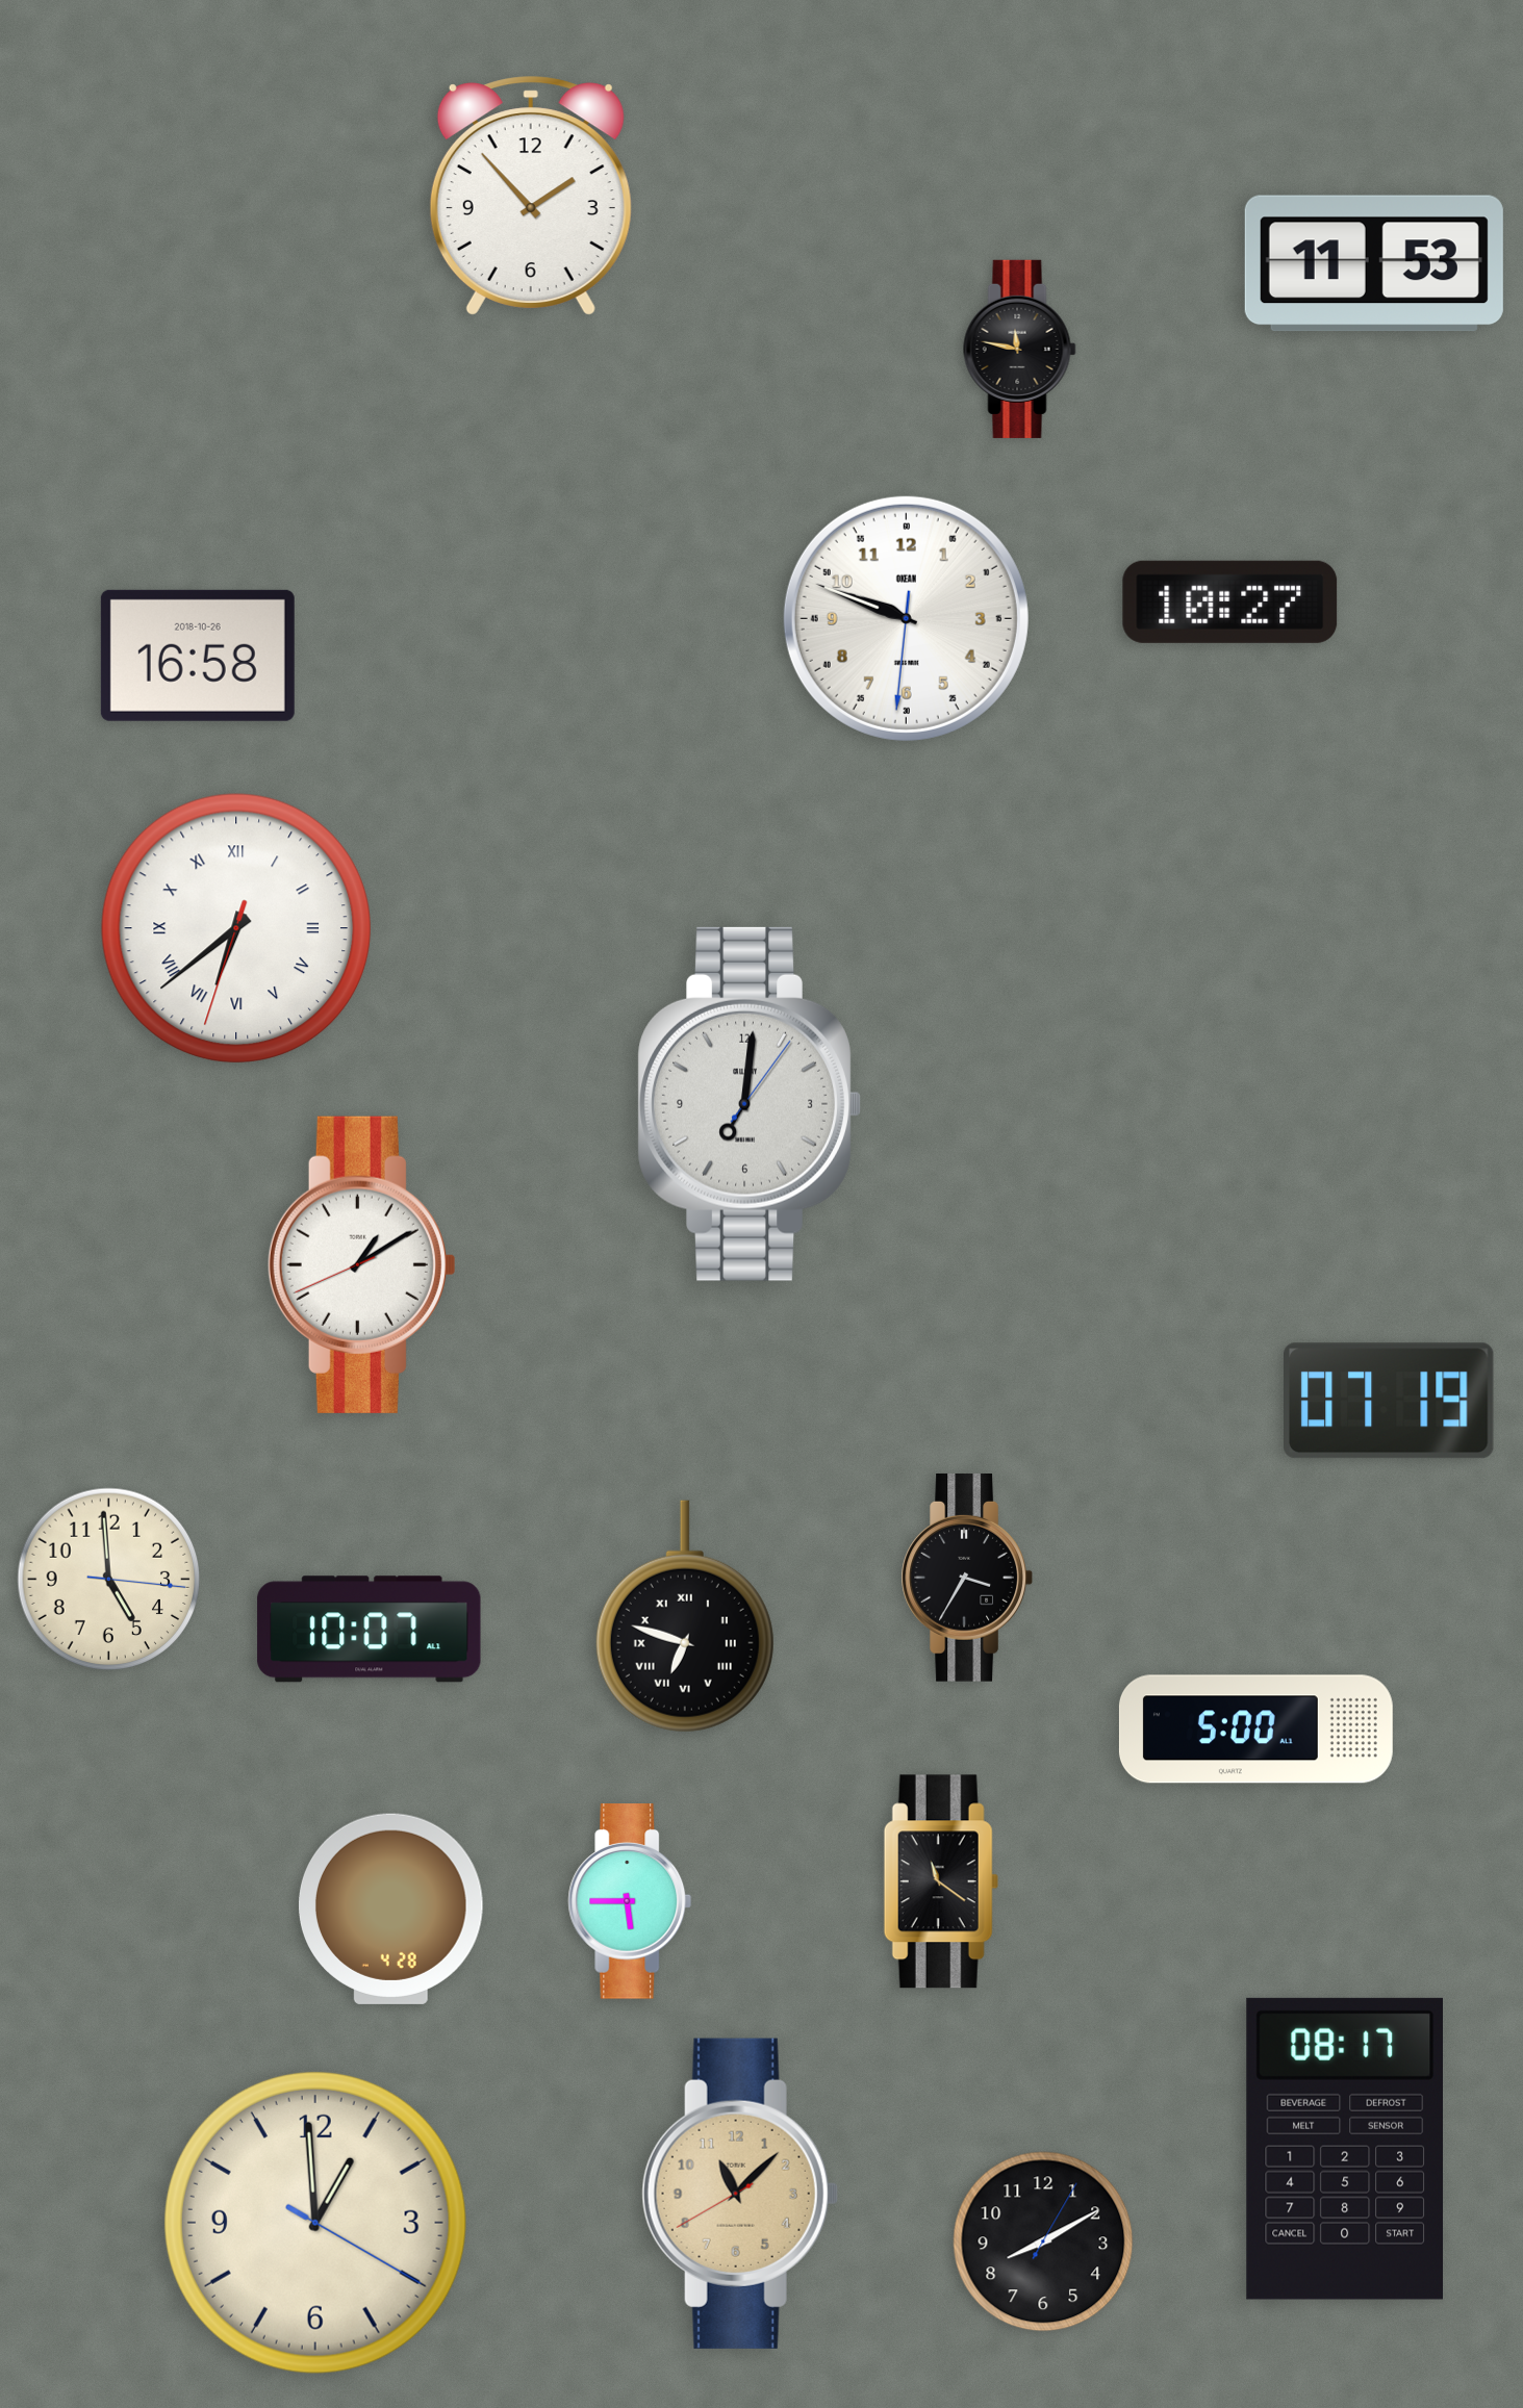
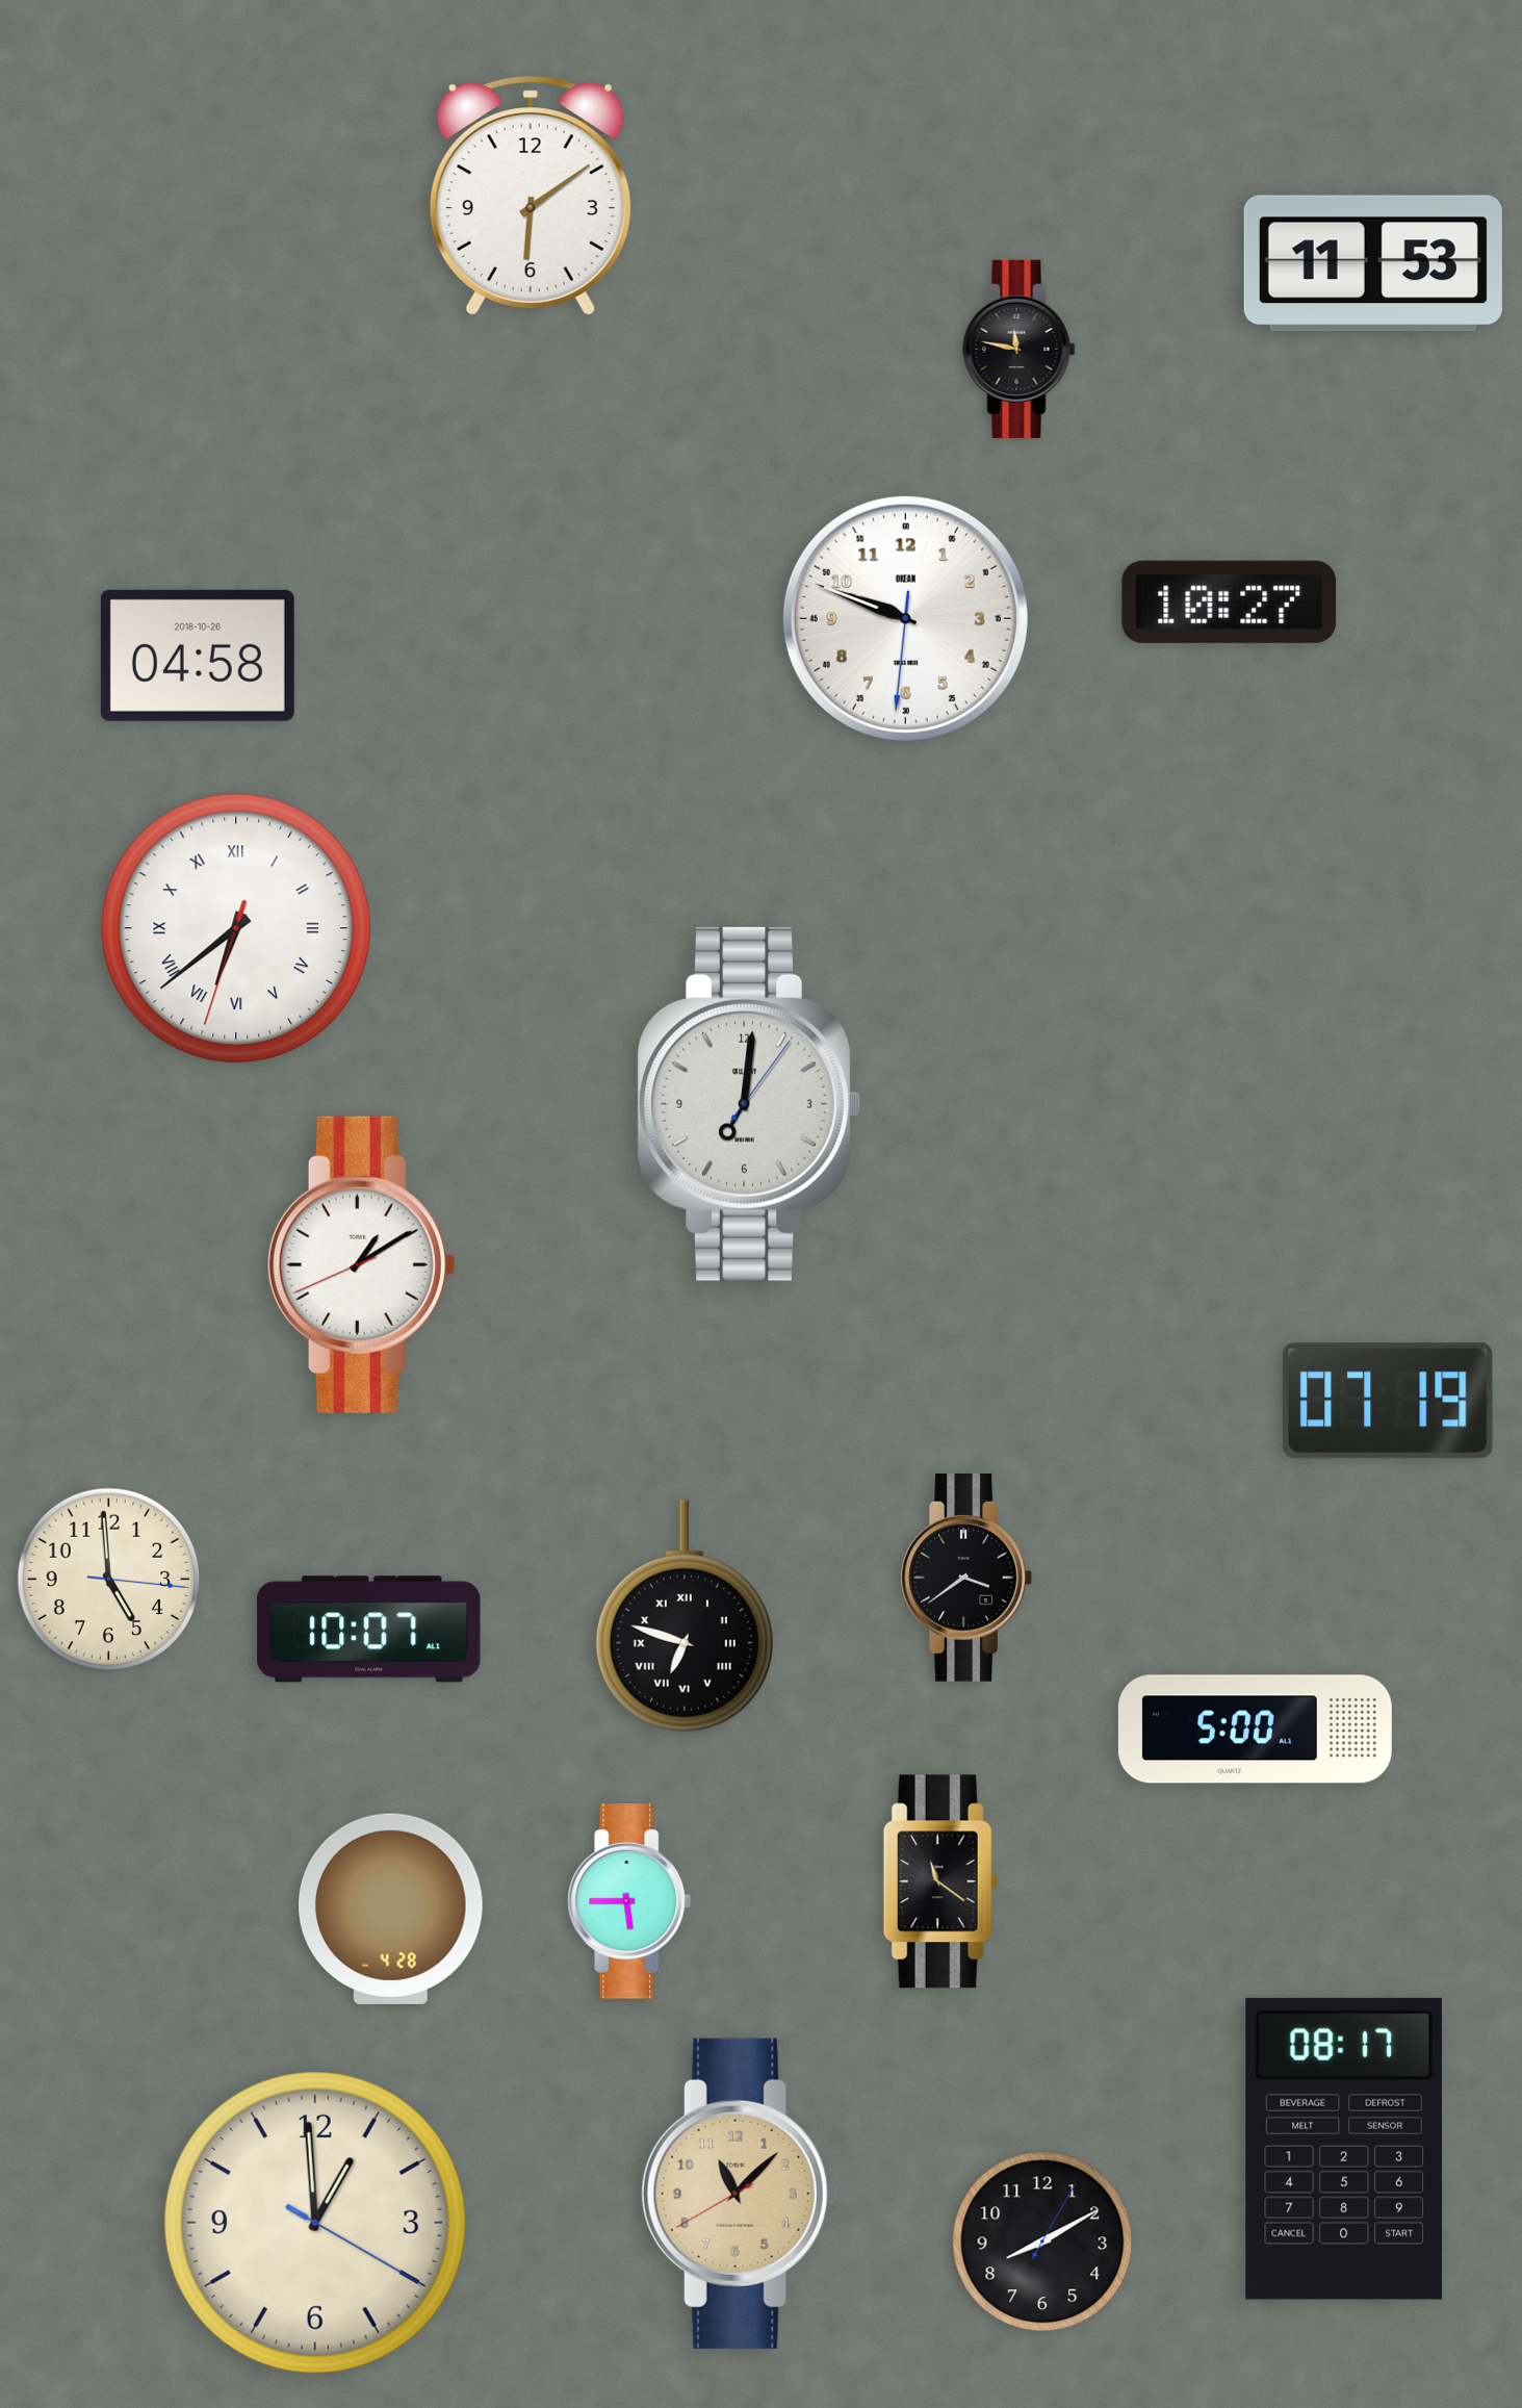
clock at (531, 196): 1:53 -> 6:09
clock at (198, 656): 16:58 -> 04:58
clock at (967, 1578): 3:35 -> 3:39
